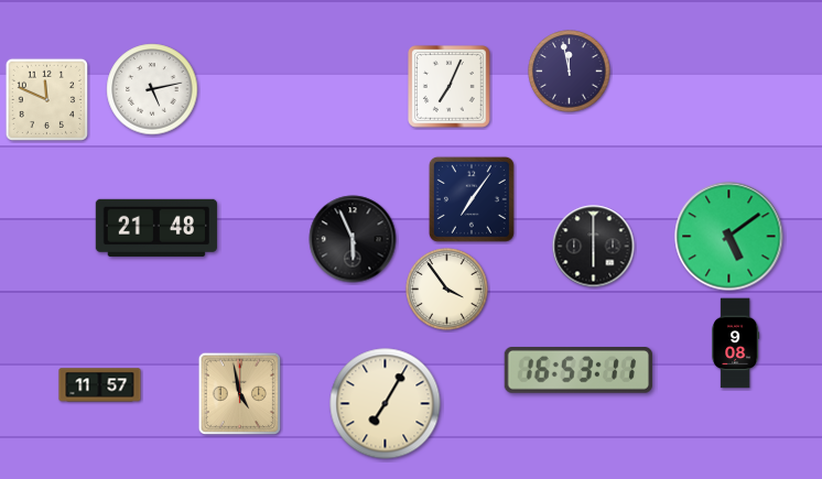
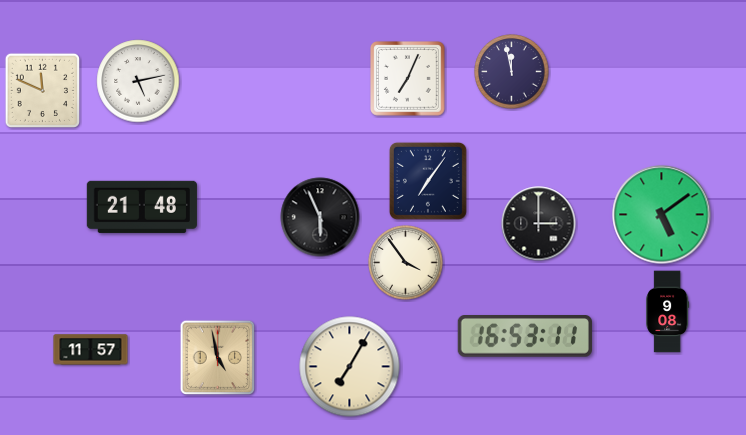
clock at (570, 72) position: (570, 72) -> (512, 72)
clock at (594, 247): 6:00 -> 3:00
